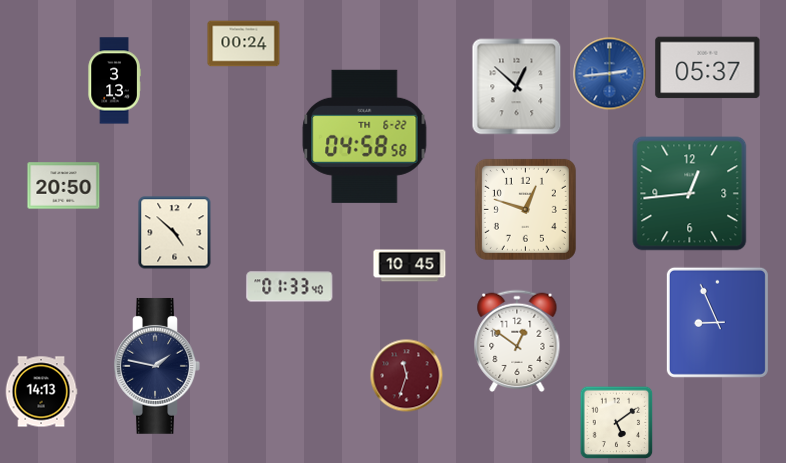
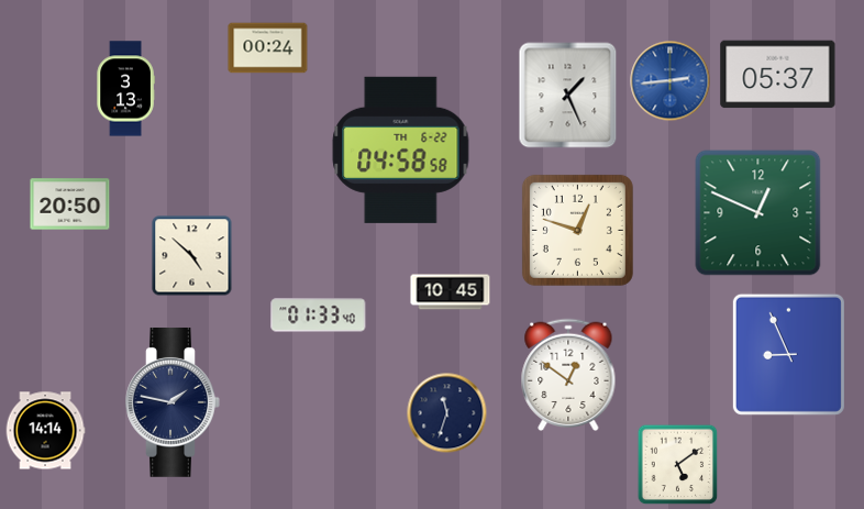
clock at (517, 87): 12:52 -> 1:26
clock at (690, 194): 12:44 -> 12:49
clock at (407, 376) dial: burgundy -> navy
clock at (41, 392): 14:13 -> 14:14
